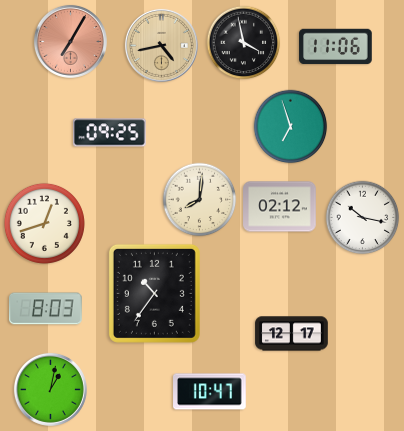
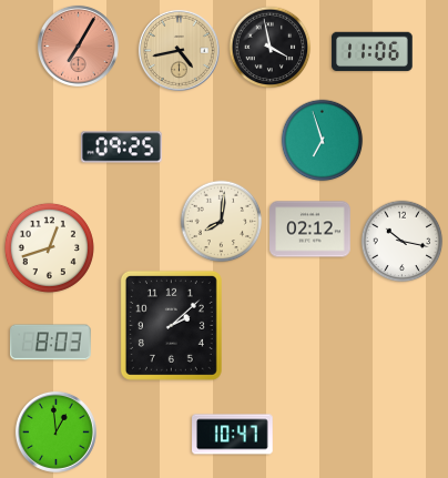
clock at (154, 293): 10:36 -> 2:08
clock at (292, 334): 12:17 -> none
clock at (50, 389): 1:02 -> 12:59
